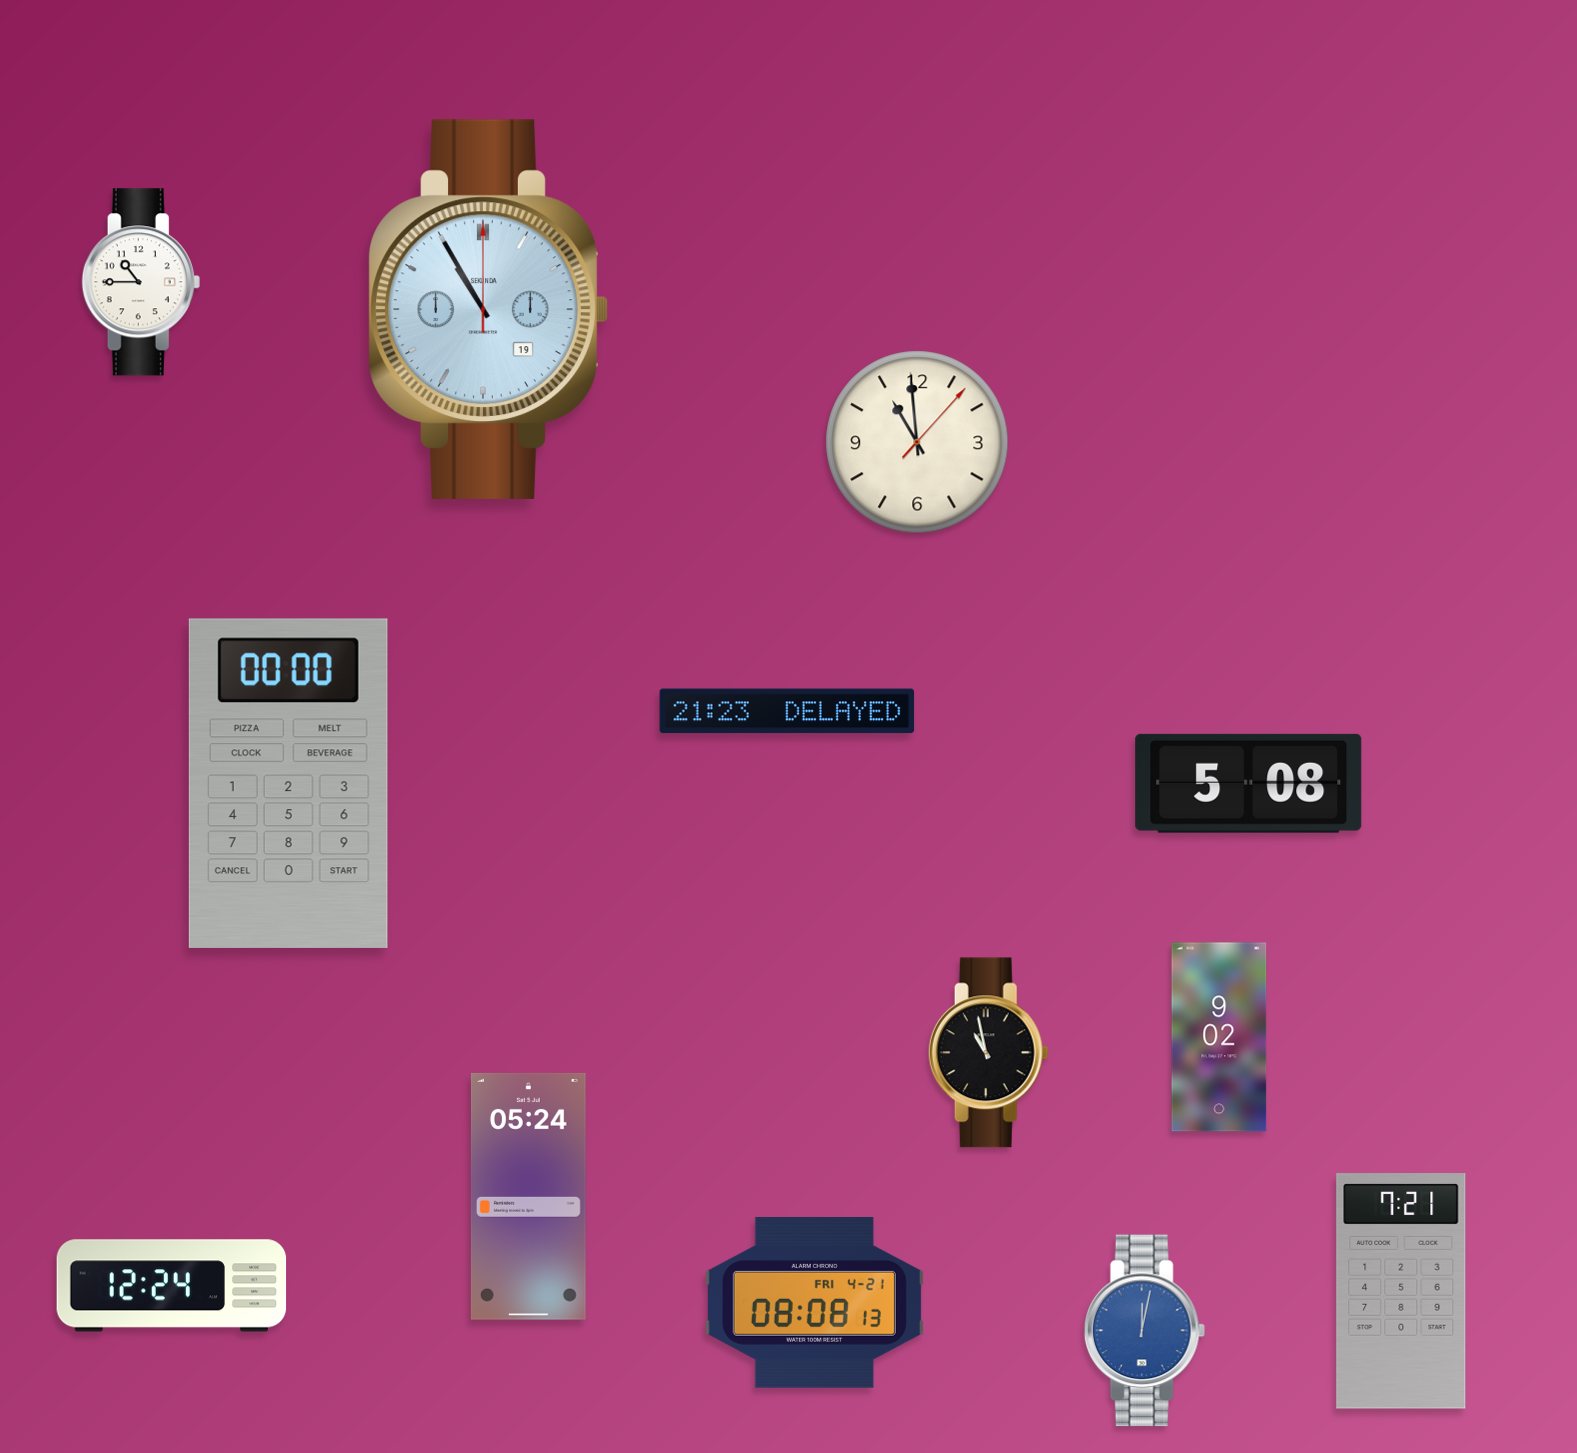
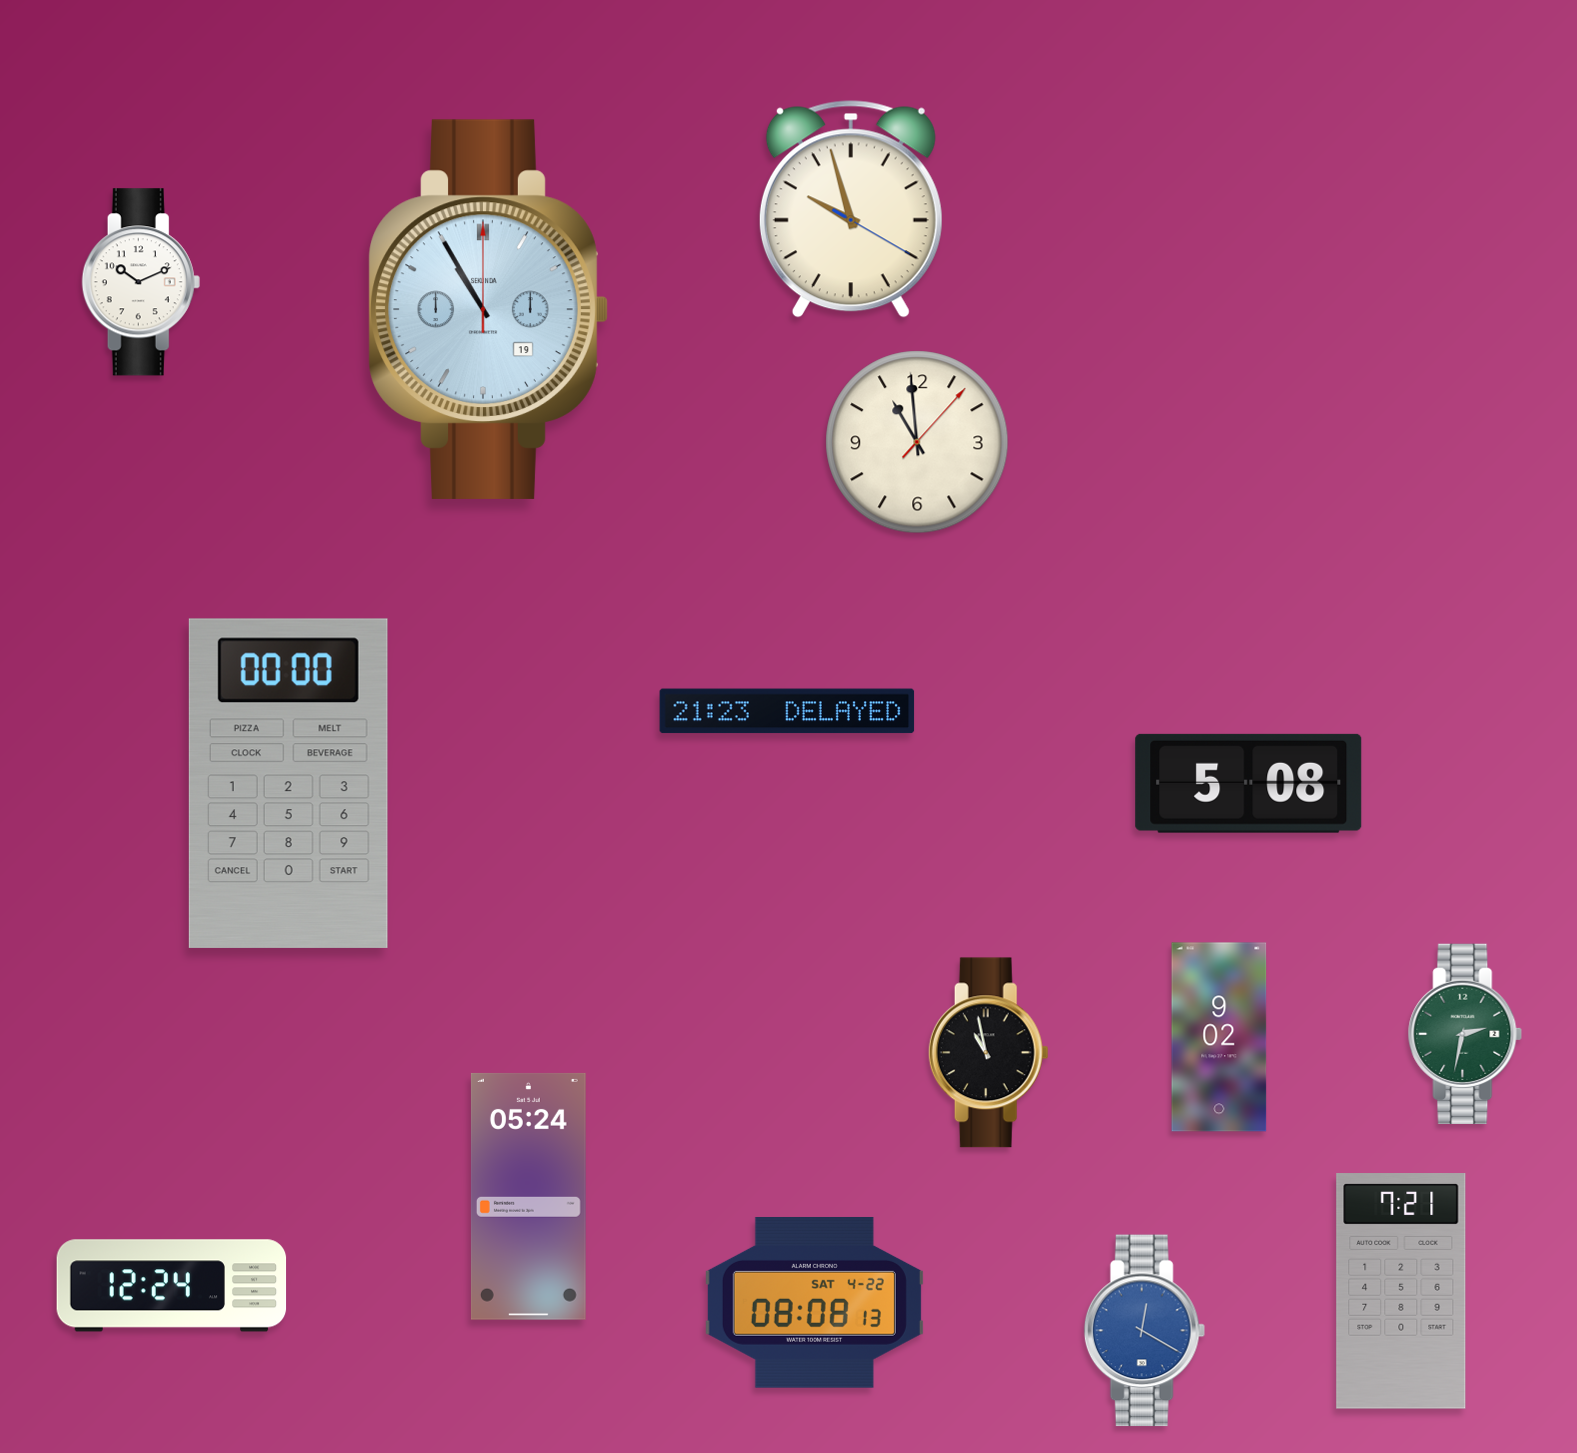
clock at (851, 209): none -> 9:57
clock at (141, 282): 10:45 -> 10:11
clock at (1465, 1034): none -> 2:32
clock at (814, 1302) date: FRI 4-21 -> SAT 4-22
clock at (1144, 1331): 12:02 -> 12:20
